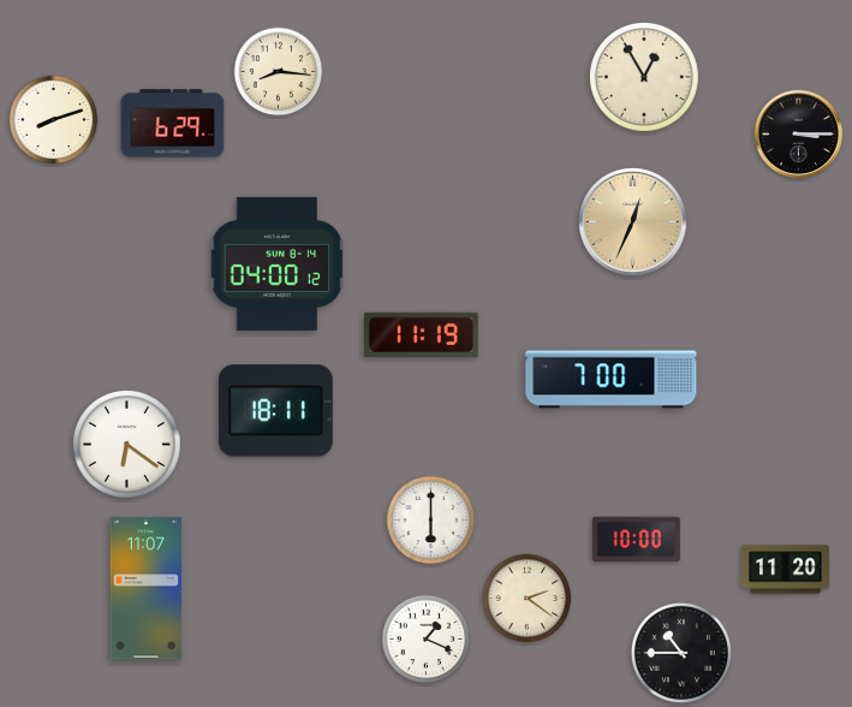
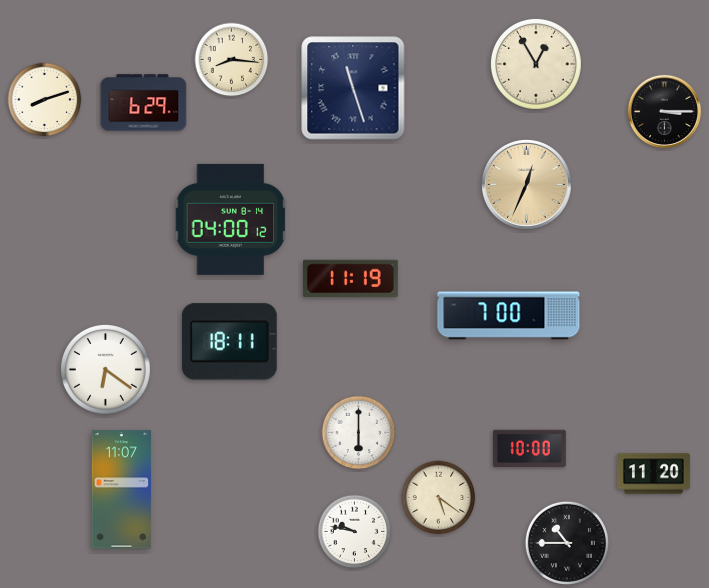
clock at (353, 88): none -> 11:27
clock at (528, 599): 2:21 -> 5:21
clock at (427, 640): 1:19 -> 9:47
